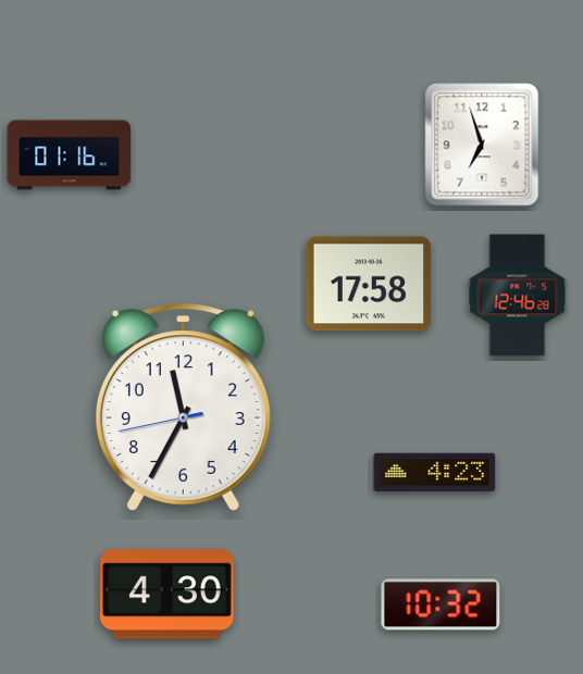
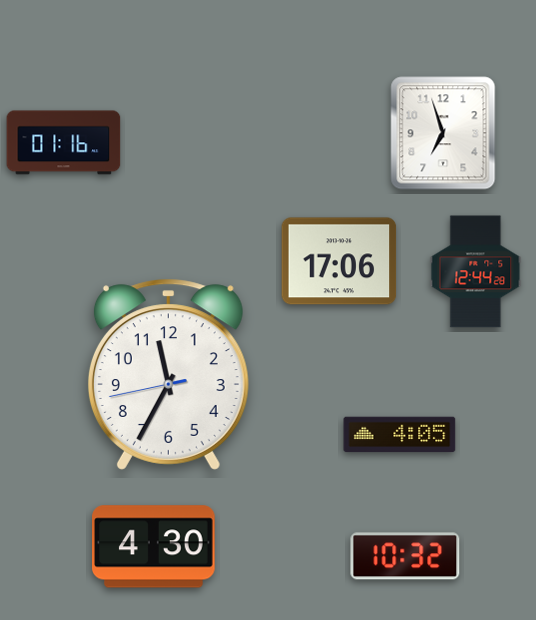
clock at (369, 284): 17:58 -> 17:06
clock at (518, 296): 12:46 -> 12:44
clock at (435, 473): 4:23 -> 4:05
